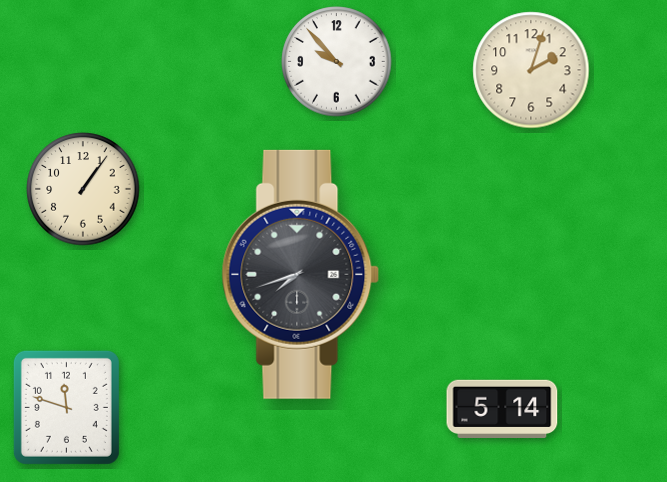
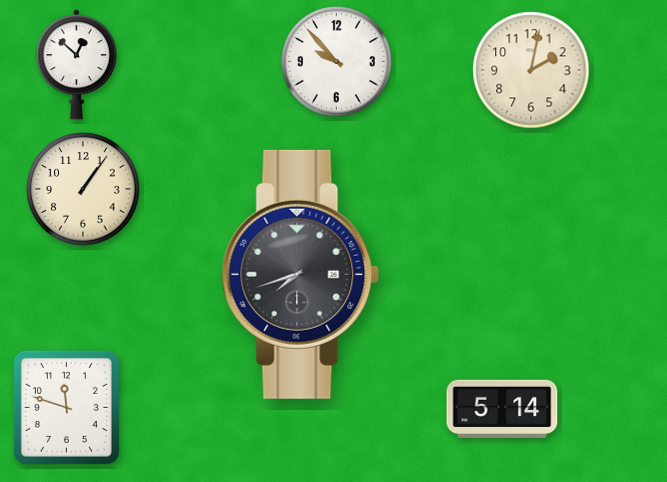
clock at (76, 65): none -> 12:52
clock at (531, 70): 2:03 -> 2:02
